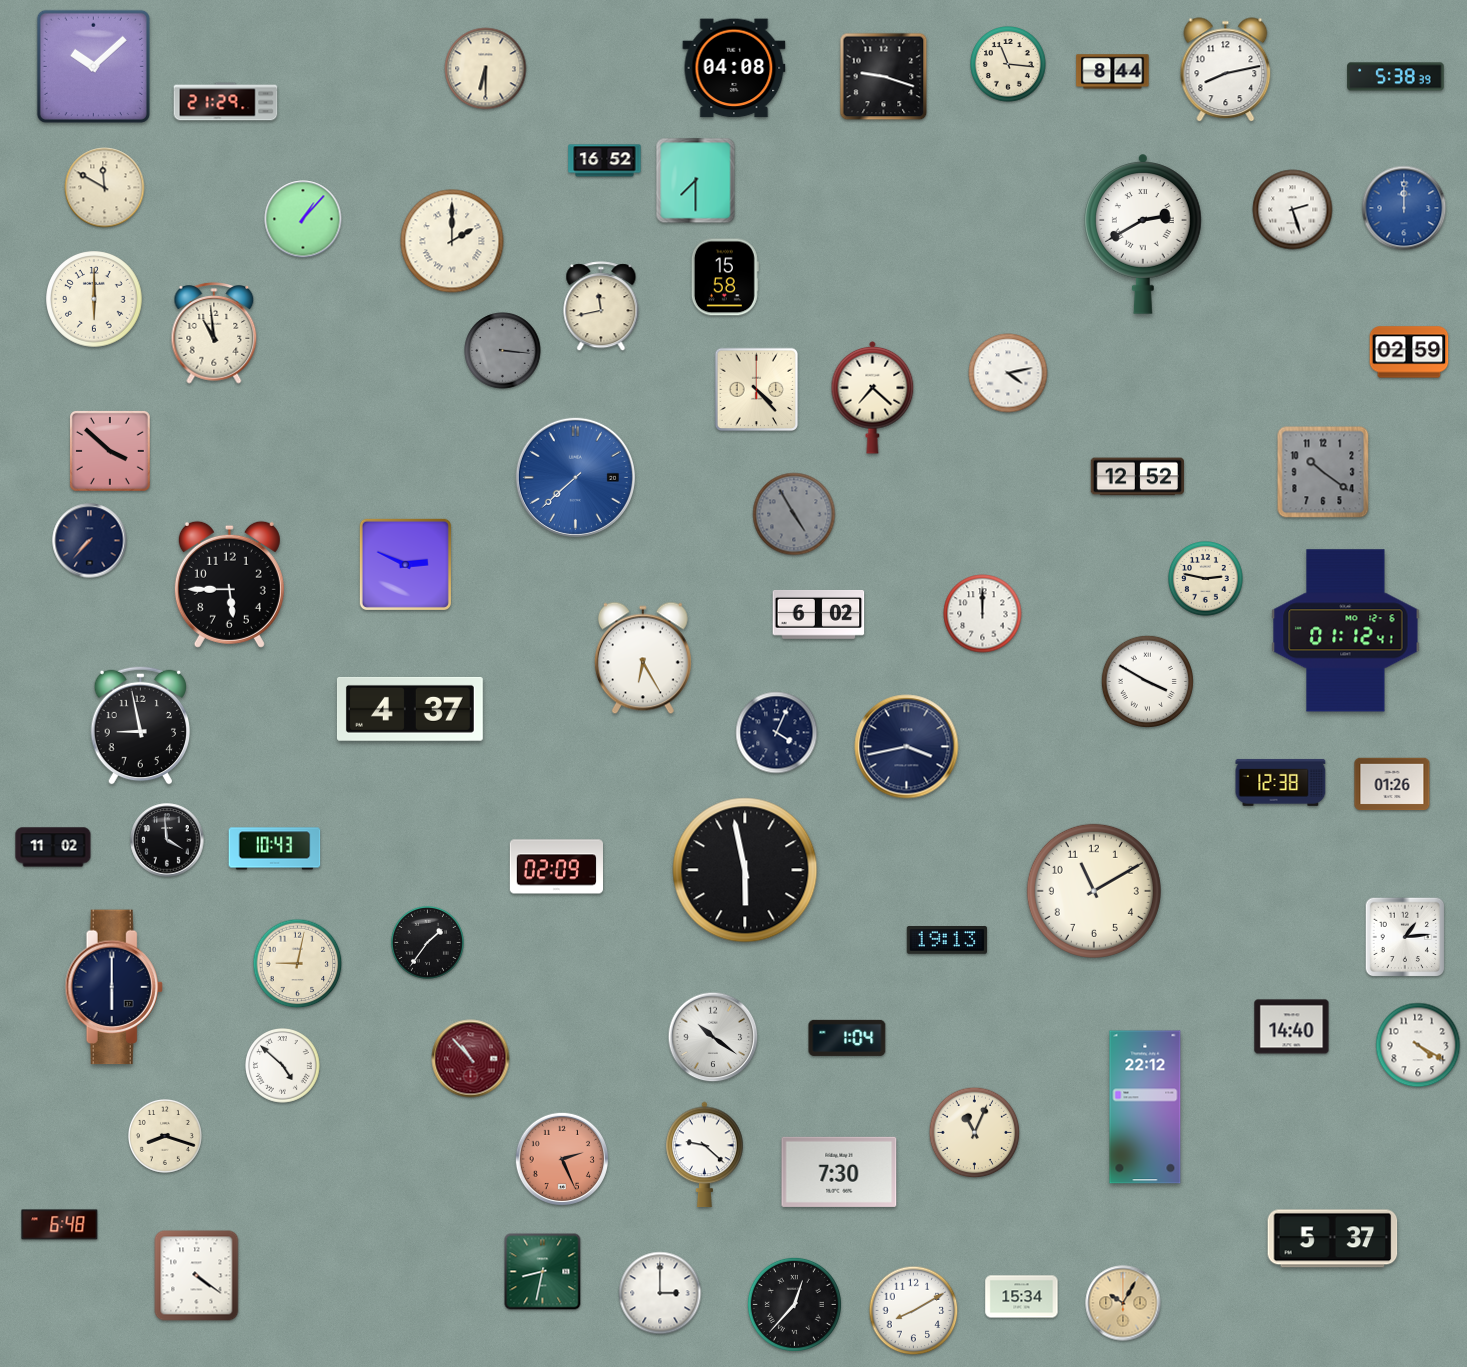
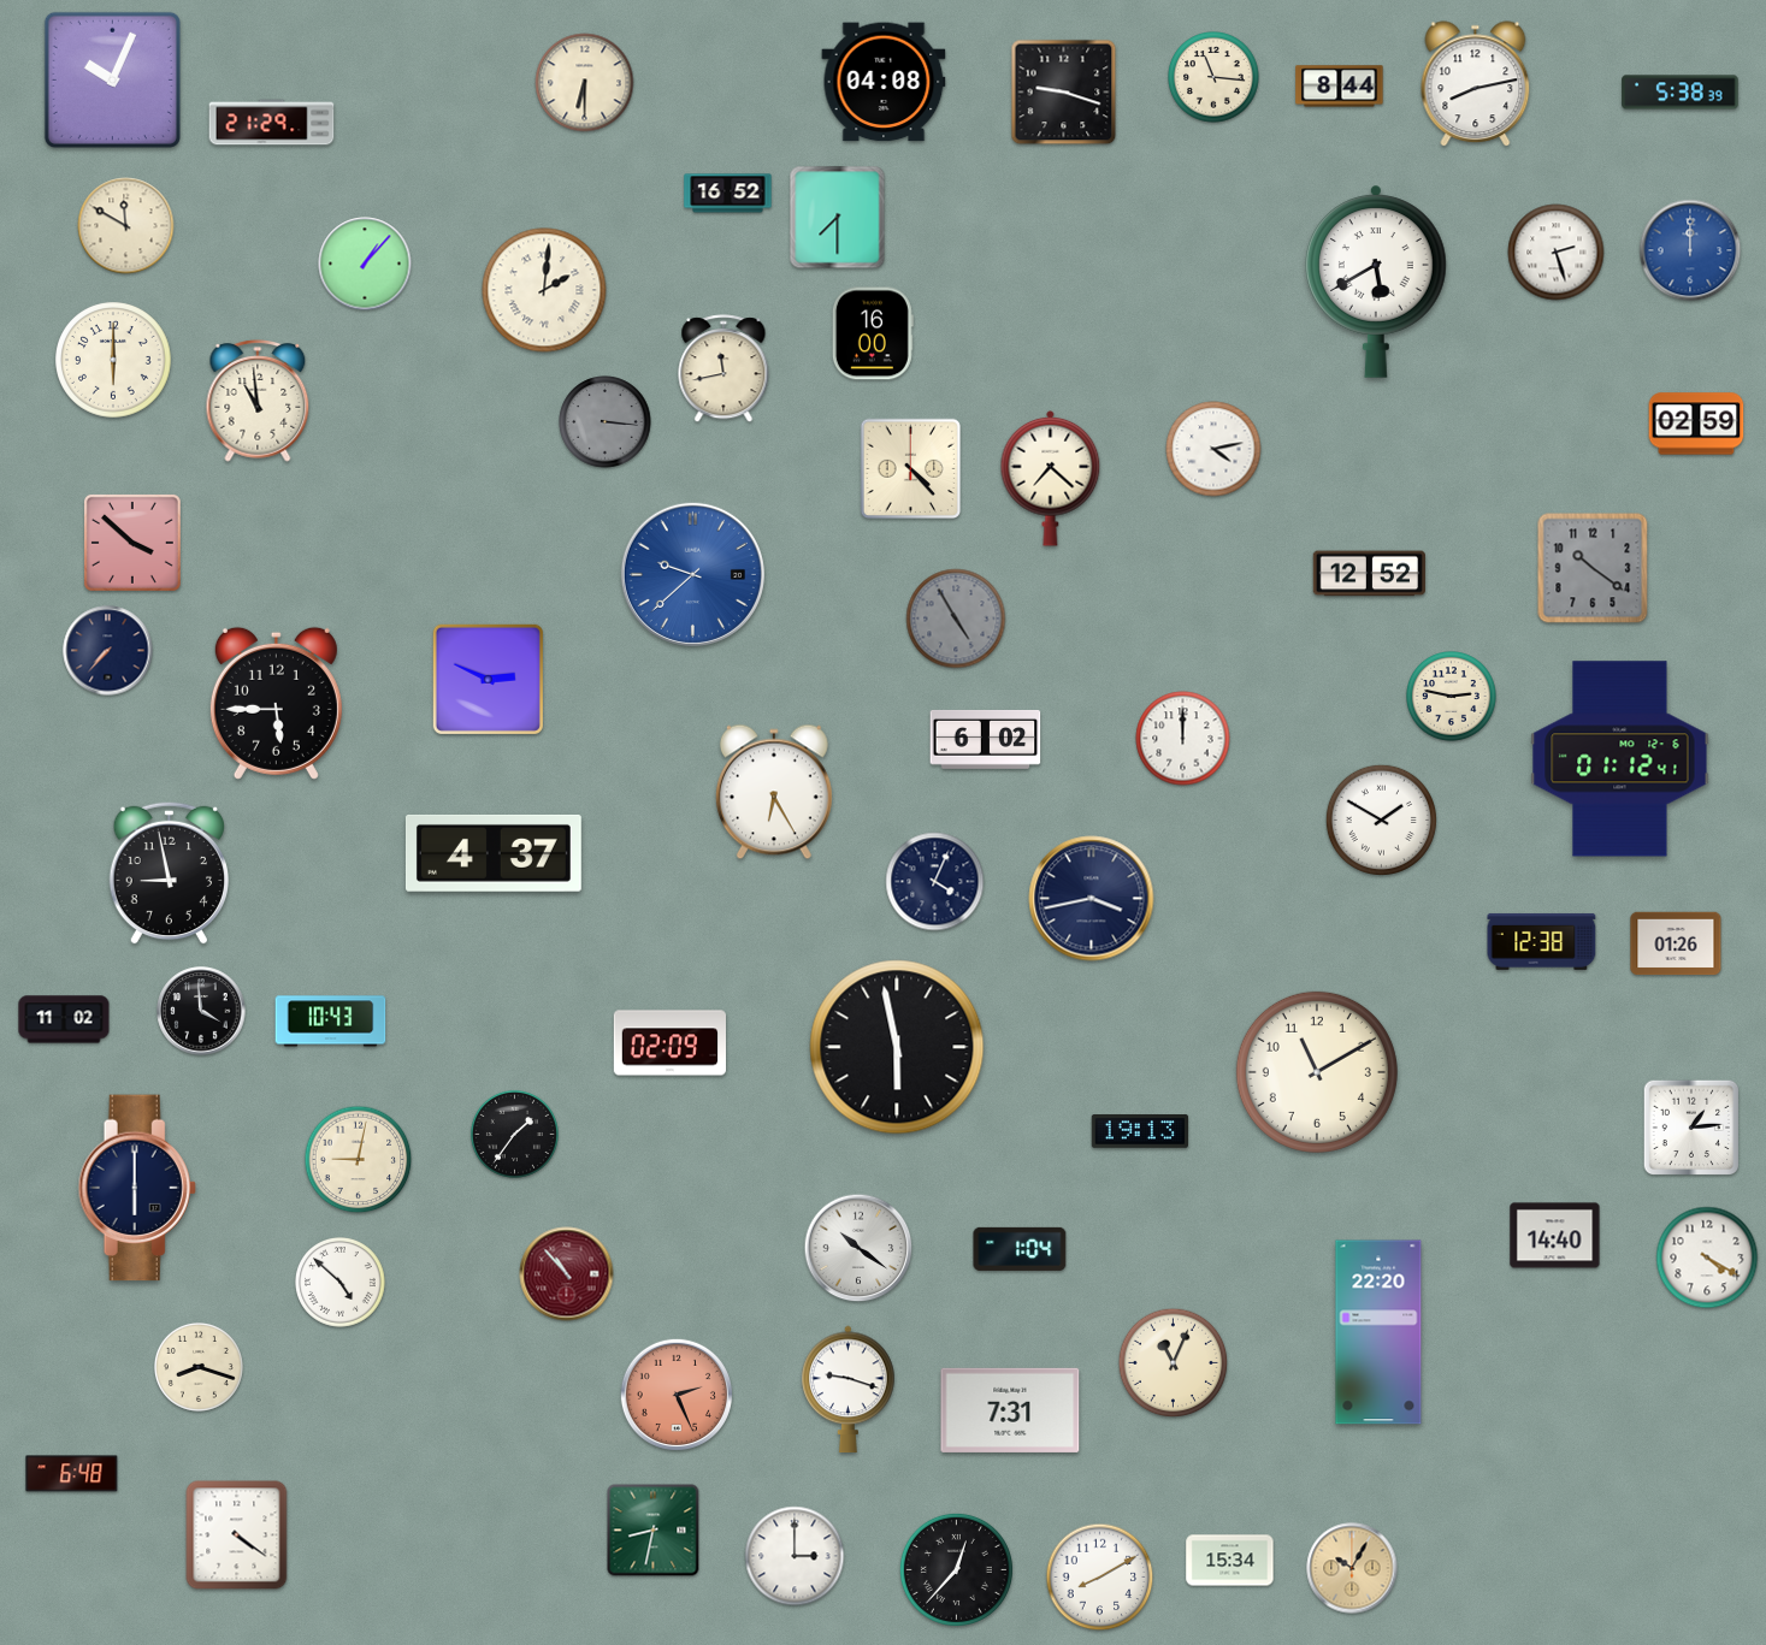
clock at (93, 66): 10:08 -> 10:04
clock at (1144, 234): 2:40 -> 5:40
clock at (452, 241): 2:00 -> 2:01
clock at (725, 277): 15:58 -> 16:00
clock at (575, 477): 7:38 -> 9:38
clock at (1147, 681): 3:50 -> 1:50
clock at (1145, 1107): 22:12 -> 22:20
clock at (705, 1155): 9:22 -> 9:18
clock at (839, 1172): 7:30 -> 7:31
clock at (1333, 1239): 5:37 -> none
